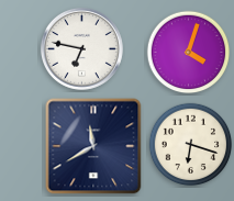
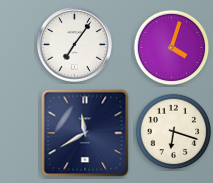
clock at (81, 48): 6:47 -> 7:06
